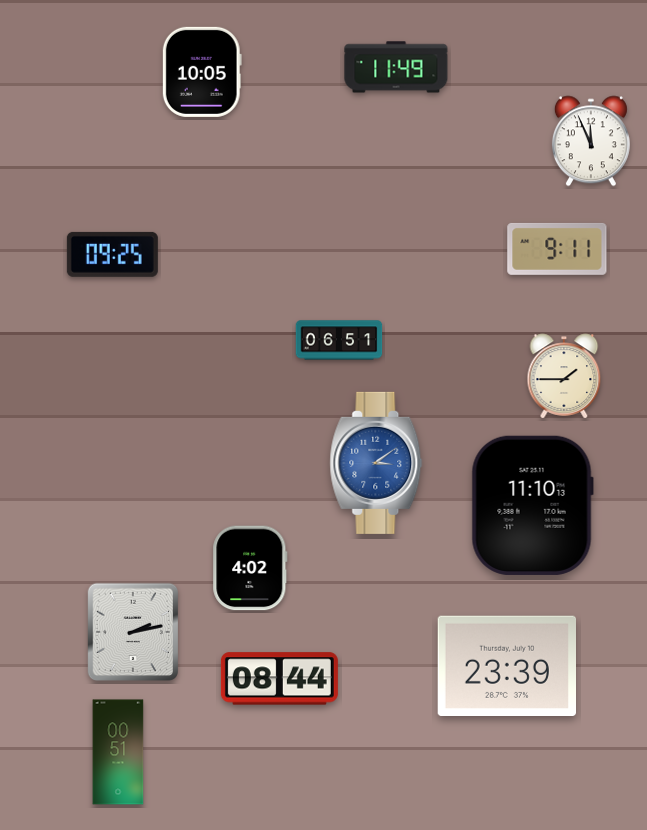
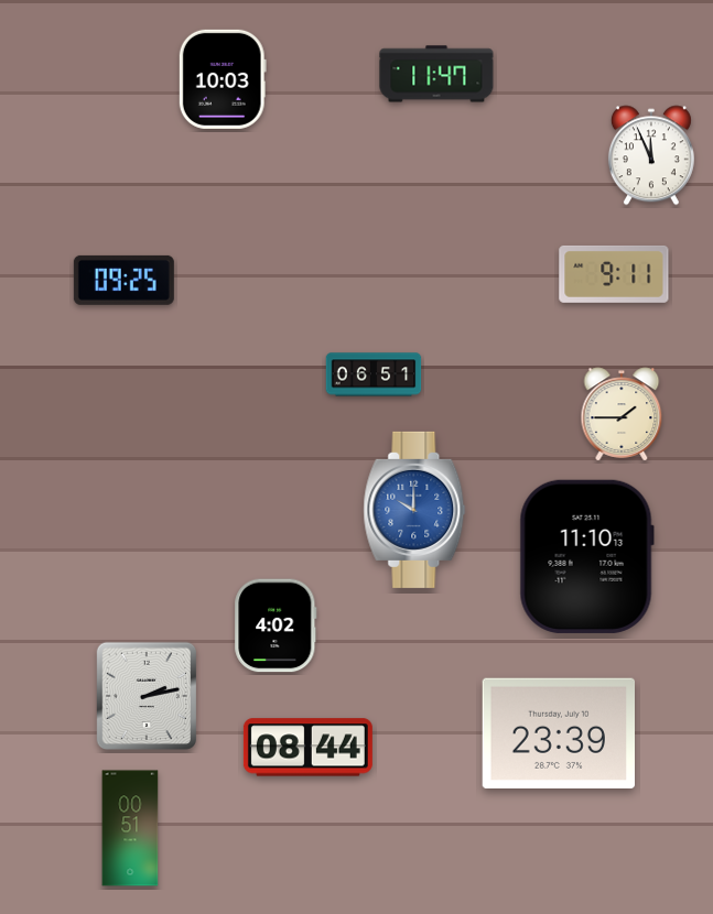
clock at (396, 67): 11:49 -> 11:47
clock at (202, 72): 10:05 -> 10:03
clock at (376, 463): 3:09 -> 10:00
